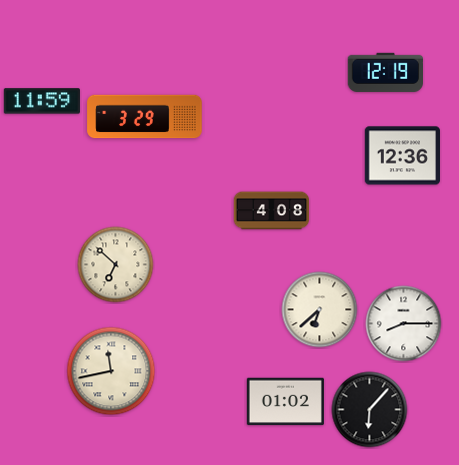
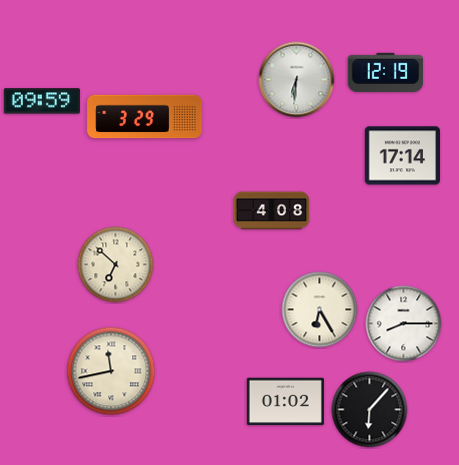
clock at (297, 80): none -> 6:31
clock at (42, 101): 11:59 -> 09:59
clock at (402, 156): 12:36 -> 17:14
clock at (320, 310): 6:38 -> 6:25
